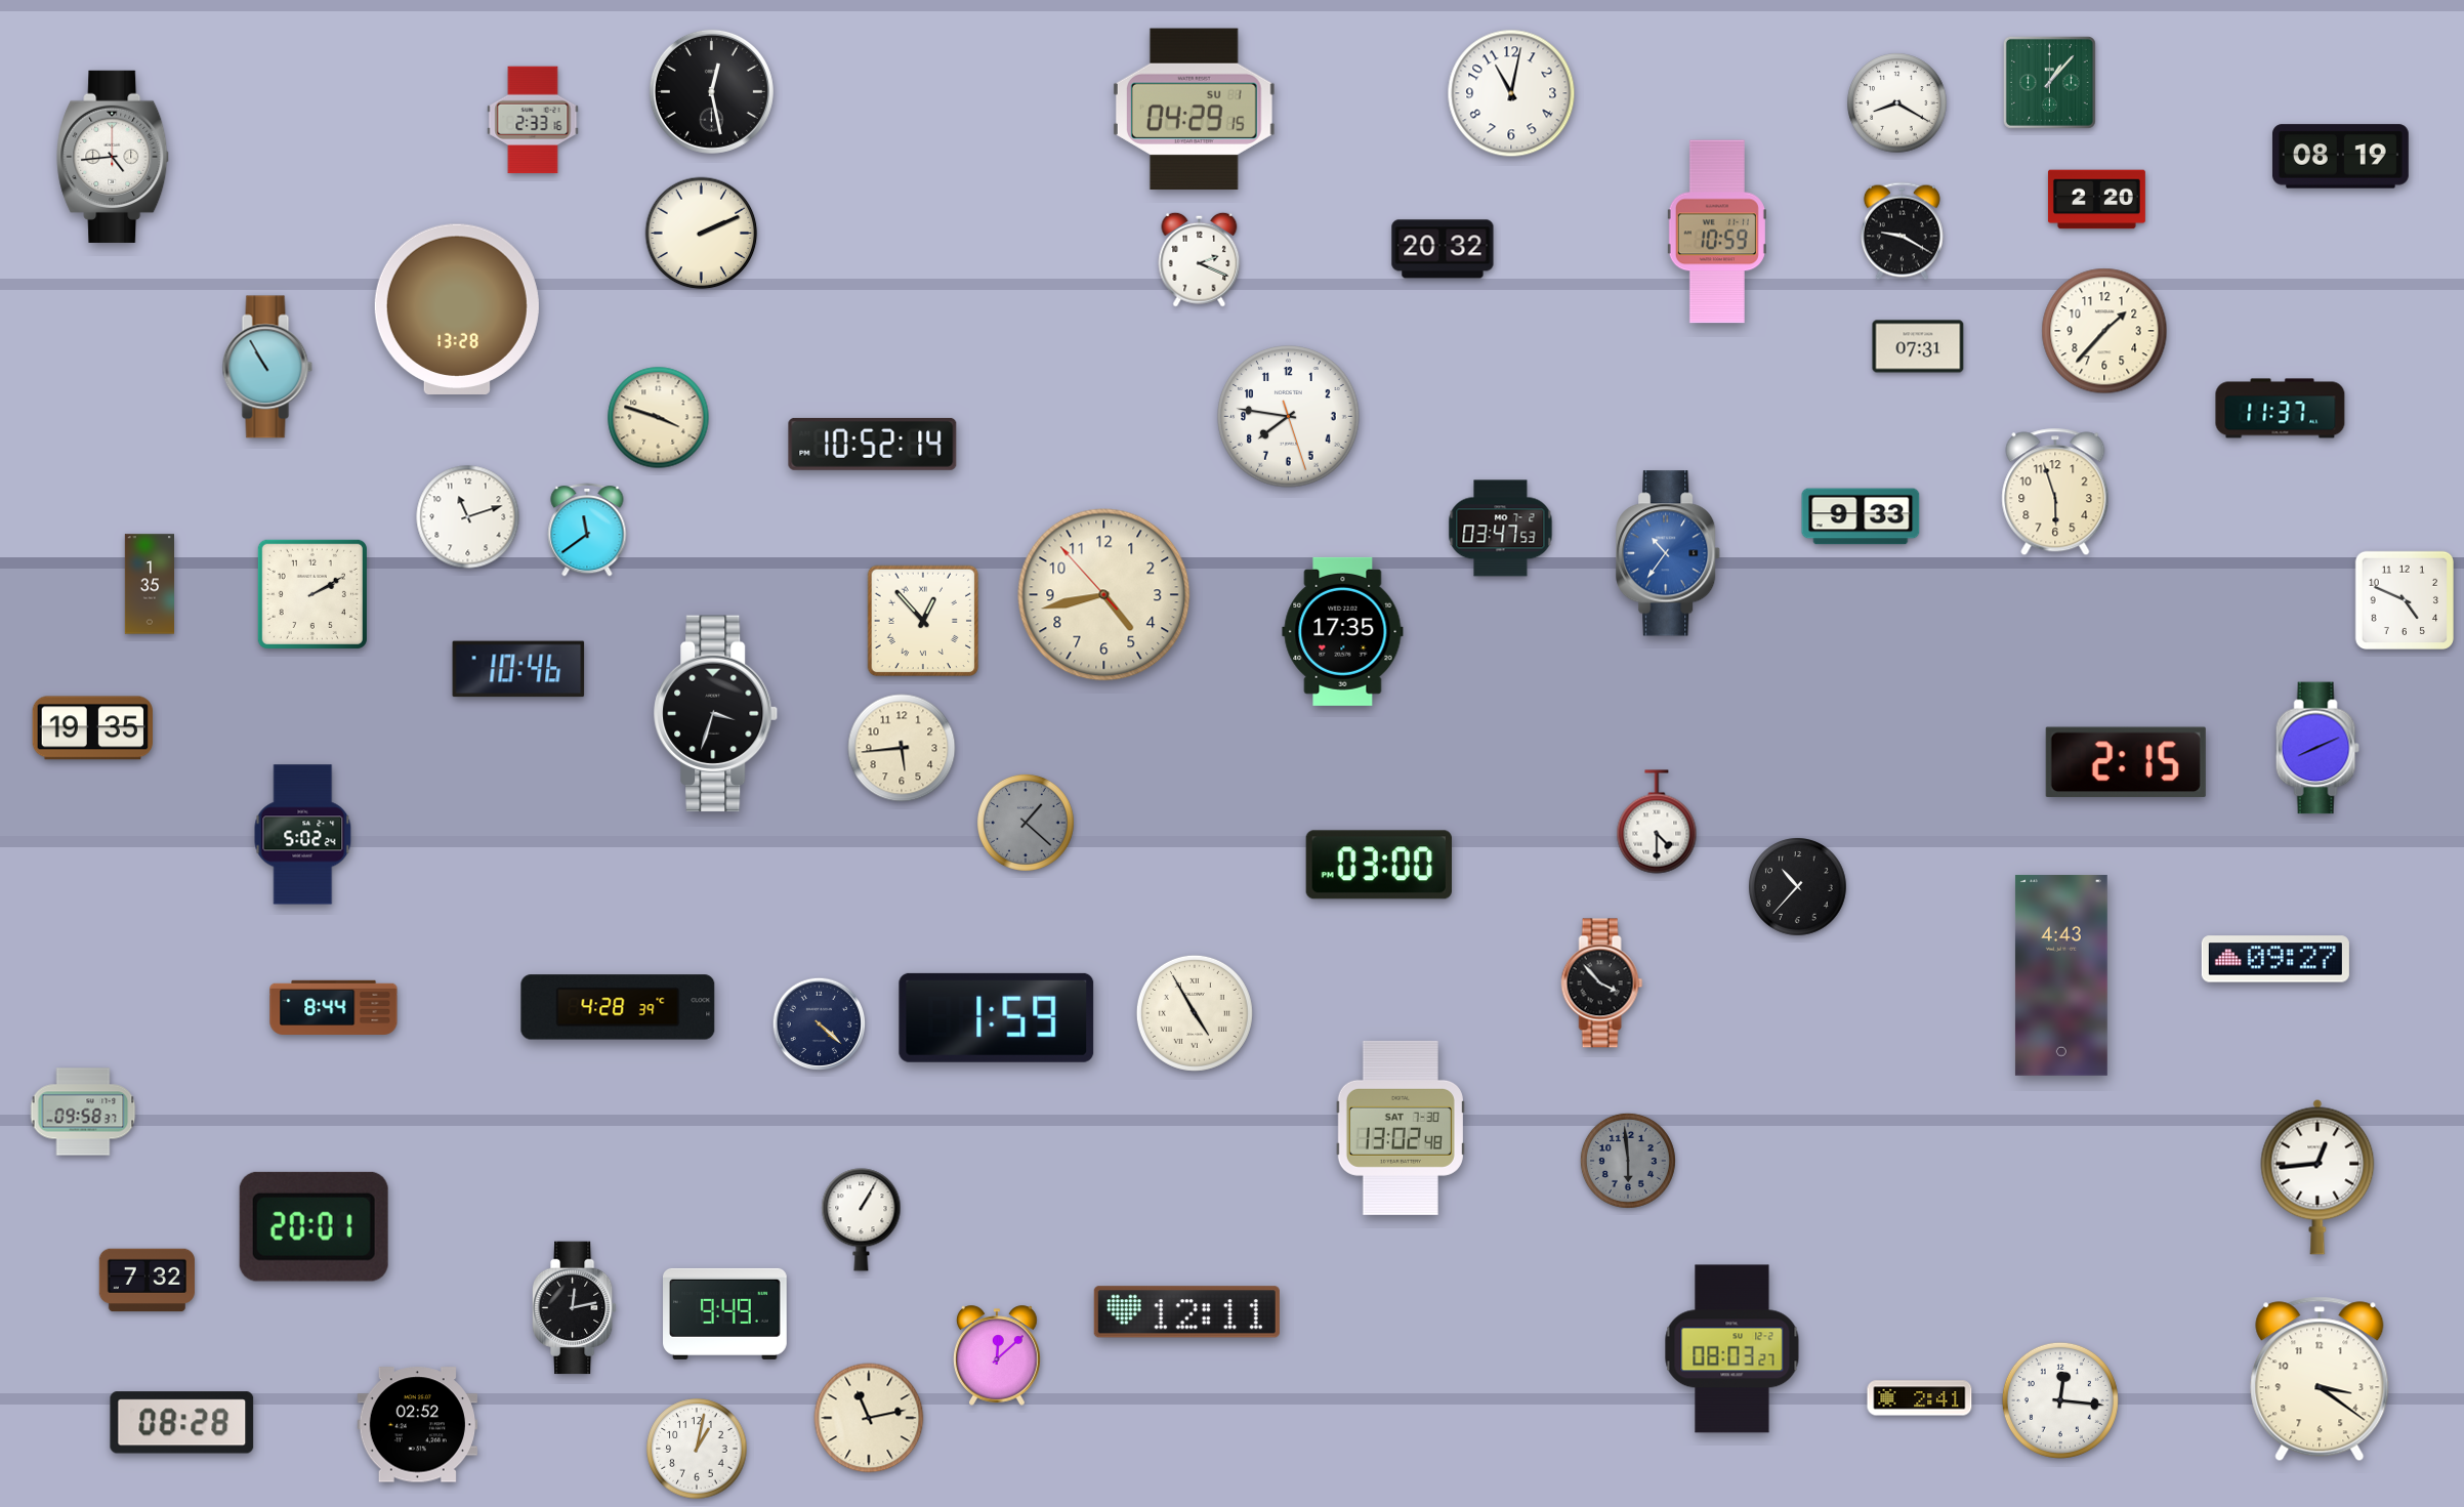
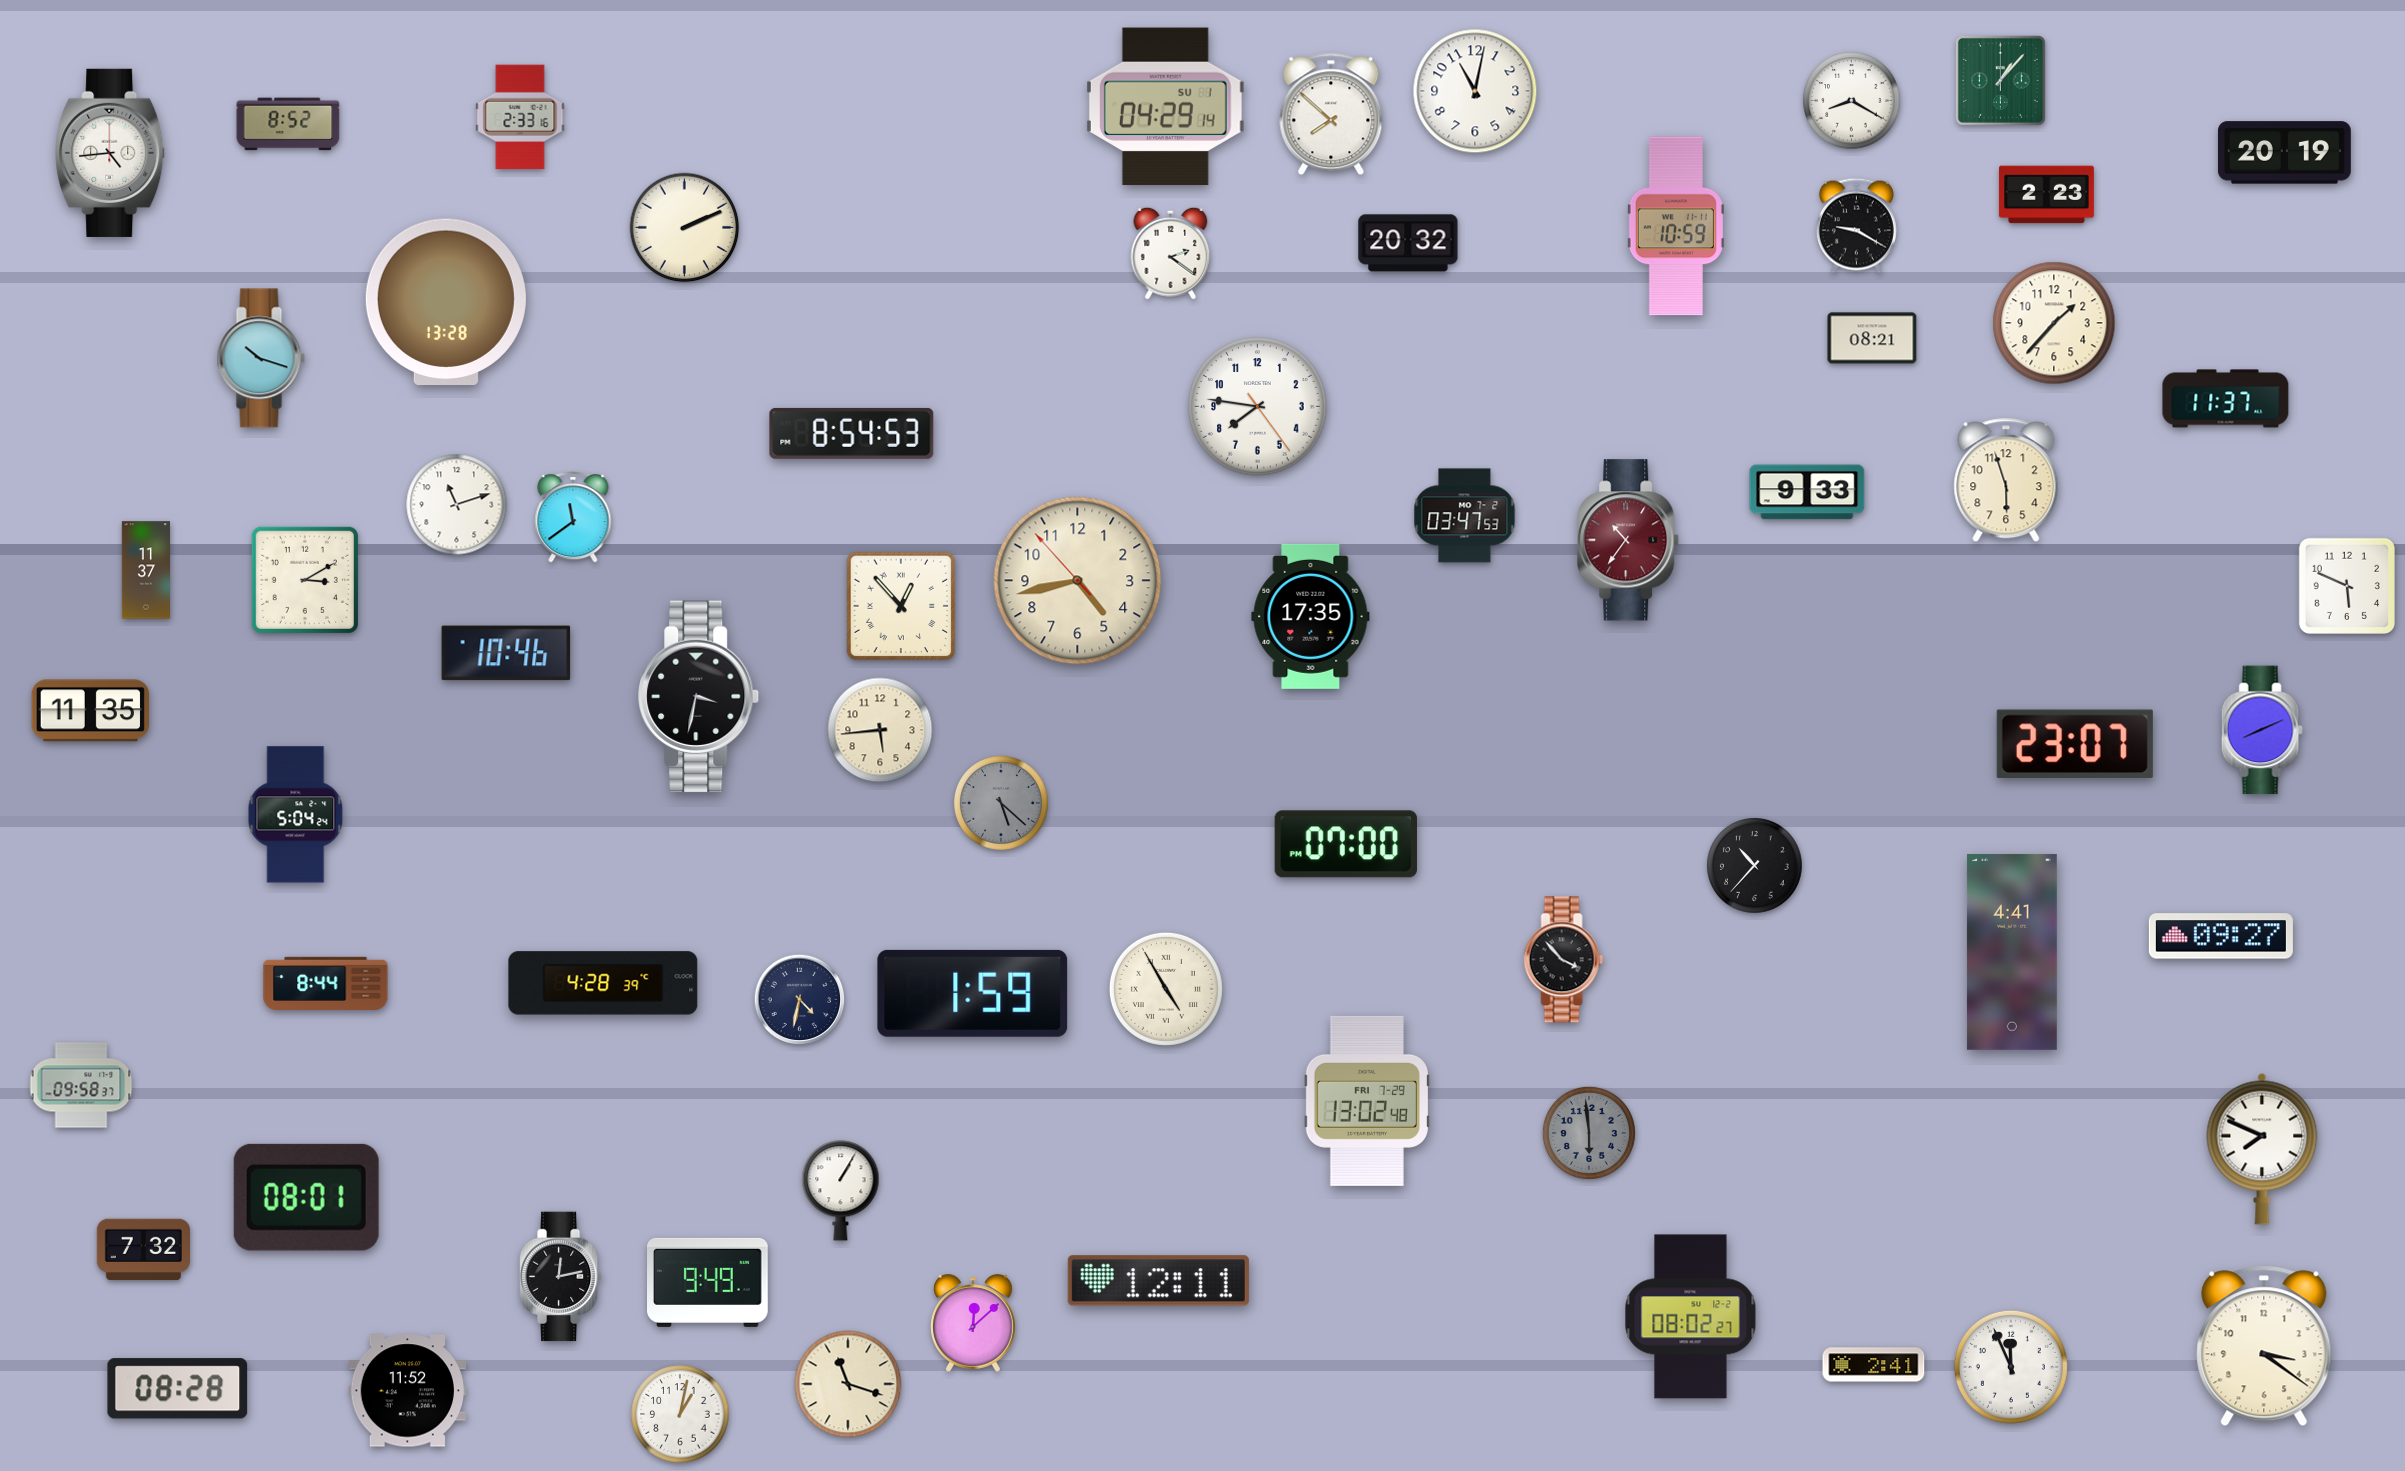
clock at (711, 91): 12:28 -> none
clock at (1194, 110): 04:29:15 -> 04:29:14
clock at (1331, 114): none -> 7:52
clock at (288, 124): none -> 8:52
clock at (2340, 157): 08:19 -> 20:19
clock at (2096, 200): 2:20 -> 2:23
clock at (1200, 259): 2:19 -> 2:21
clock at (1918, 346): 07:31 -> 08:21
clock at (267, 367): 10:55 -> 10:18
clock at (1289, 417): 7:46:27 -> 7:46:24
clock at (659, 418): 3:48 -> none
clock at (873, 444): 10:52 -> 8:54
clock at (1861, 516) position: (1861, 516) -> (1807, 492)
clock at (1669, 553) dial: blue -> burgundy
clock at (149, 584): 1:35 -> 11:37
clock at (312, 594): 2:10 -> 3:10
clock at (2404, 599): 4:49 -> 5:49
clock at (716, 714): 3:33 -> 3:32
clock at (92, 728): 19:35 -> 11:35
clock at (2126, 761): 2:15 -> 23:07
clock at (1657, 822): 4:30 -> none
clock at (1026, 823): 1:22 -> 5:22
clock at (303, 835): 5:02 -> 5:04
clock at (1379, 865): 03:00 -> 07:00
clock at (2061, 975): 4:43 -> 4:41
clock at (820, 1024): 4:22 -> 4:32
clock at (1401, 1128) date: SAT 7-30 -> FRI 7-29
clock at (2317, 1177): 12:44 -> 7:49
clock at (314, 1226): 20:01 -> 08:01
clock at (1732, 1349): 08:03 -> 08:02
clock at (2060, 1400): 12:16 -> 11:56
clock at (869, 1418): 11:13 -> 11:18
clock at (417, 1425): 02:52 -> 11:52
